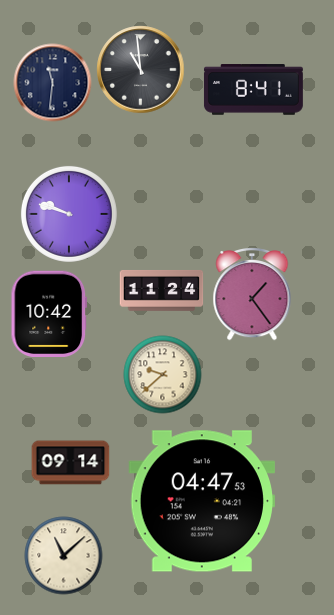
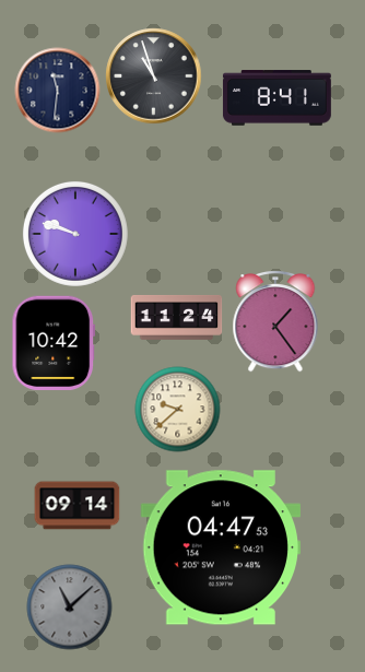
clock at (140, 69): 10:59 -> 10:57
clock at (63, 555) dial: cream -> grey
